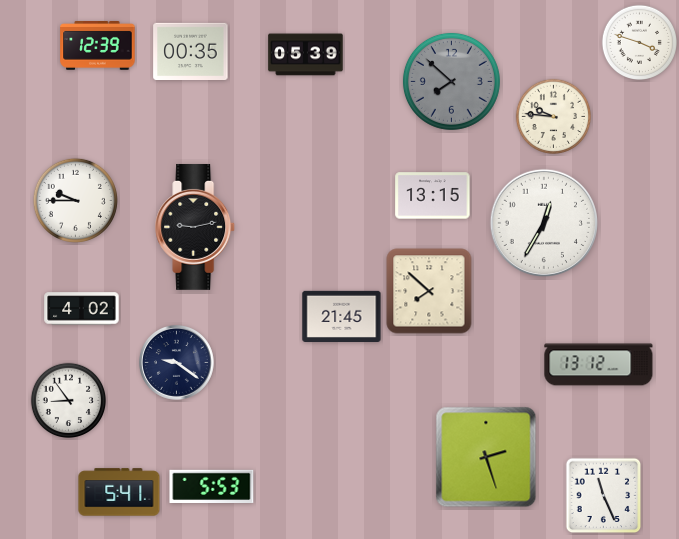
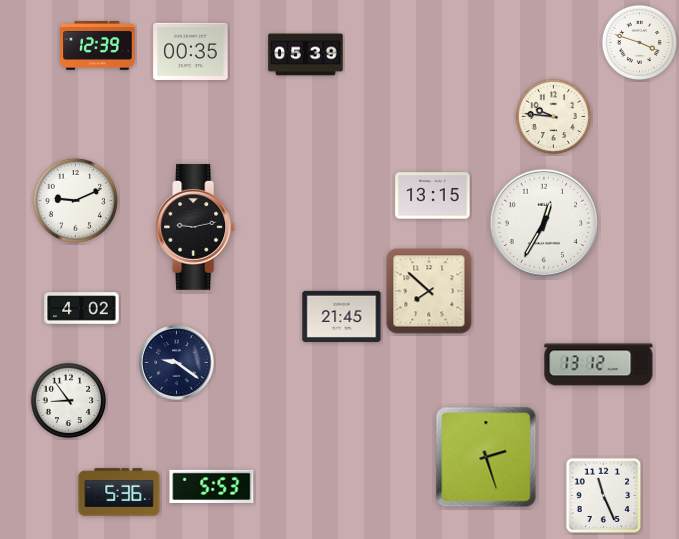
clock at (451, 81): 7:52 -> none
clock at (75, 200): 9:45 -> 9:11
clock at (119, 492): 5:41 -> 5:36
